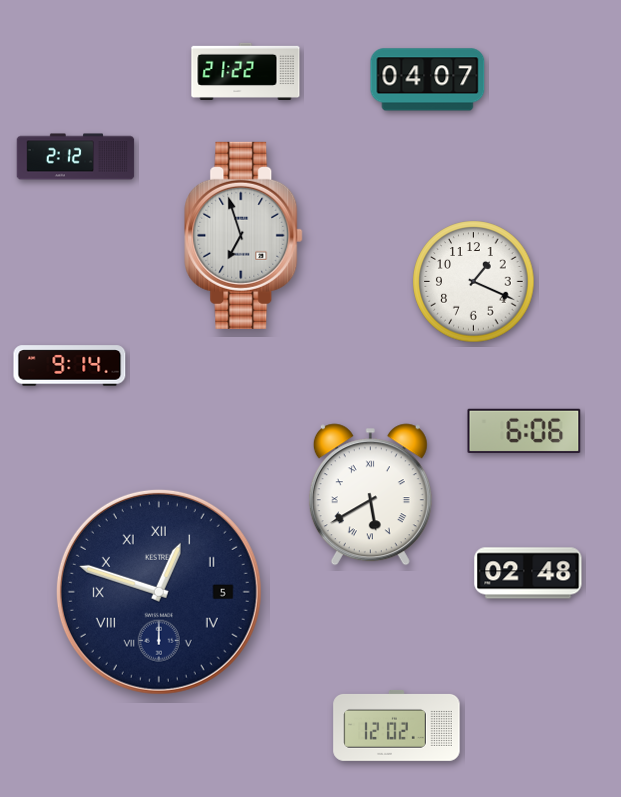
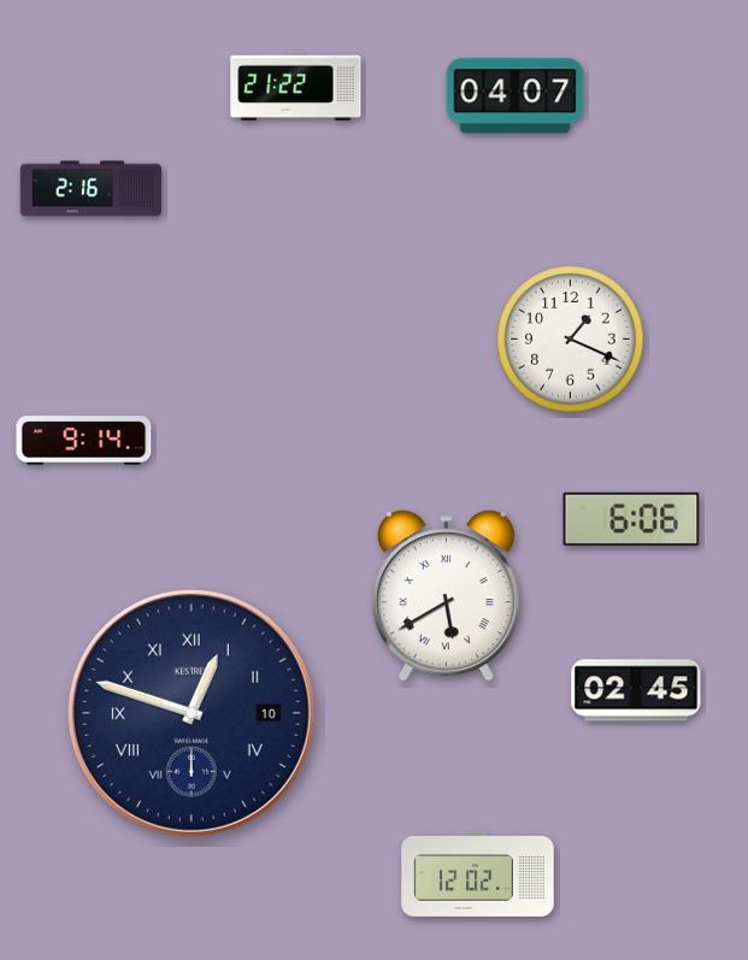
clock at (76, 157): 2:12 -> 2:16
clock at (244, 235): 6:57 -> none
clock at (528, 573): 02:48 -> 02:45
clock at (159, 592) date: 5 -> 10
